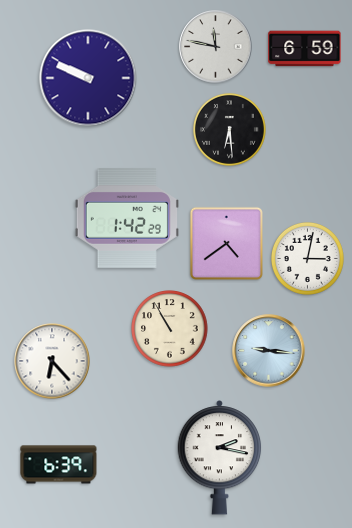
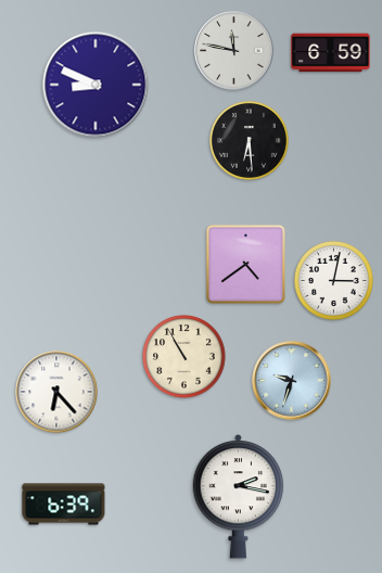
clock at (88, 78): 9:49 -> 8:49
clock at (127, 219): 1:42 -> none
clock at (269, 351): 9:16 -> 9:33
